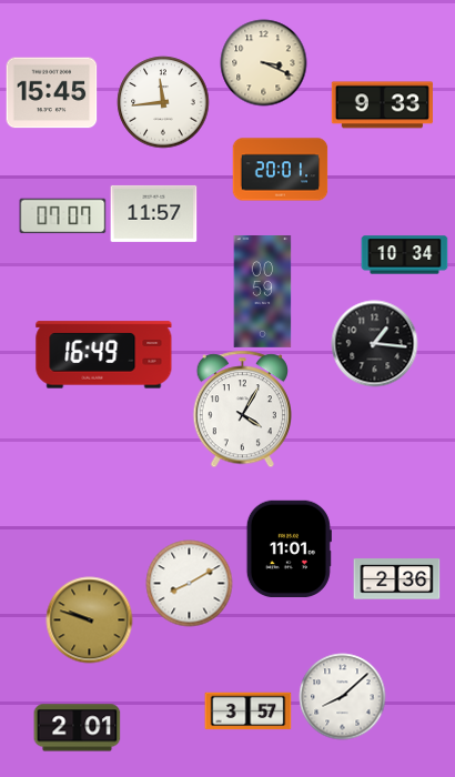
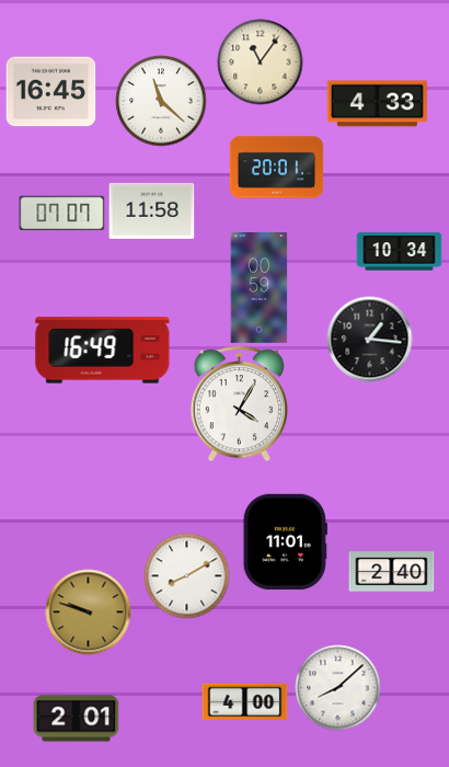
clock at (263, 62): 3:19 -> 11:06
clock at (51, 93): 15:45 -> 16:45
clock at (163, 102): 11:44 -> 11:22
clock at (382, 105): 9:33 -> 4:33
clock at (153, 213): 11:57 -> 11:58
clock at (396, 579): 2:36 -> 2:40
clock at (247, 712): 3:57 -> 4:00
